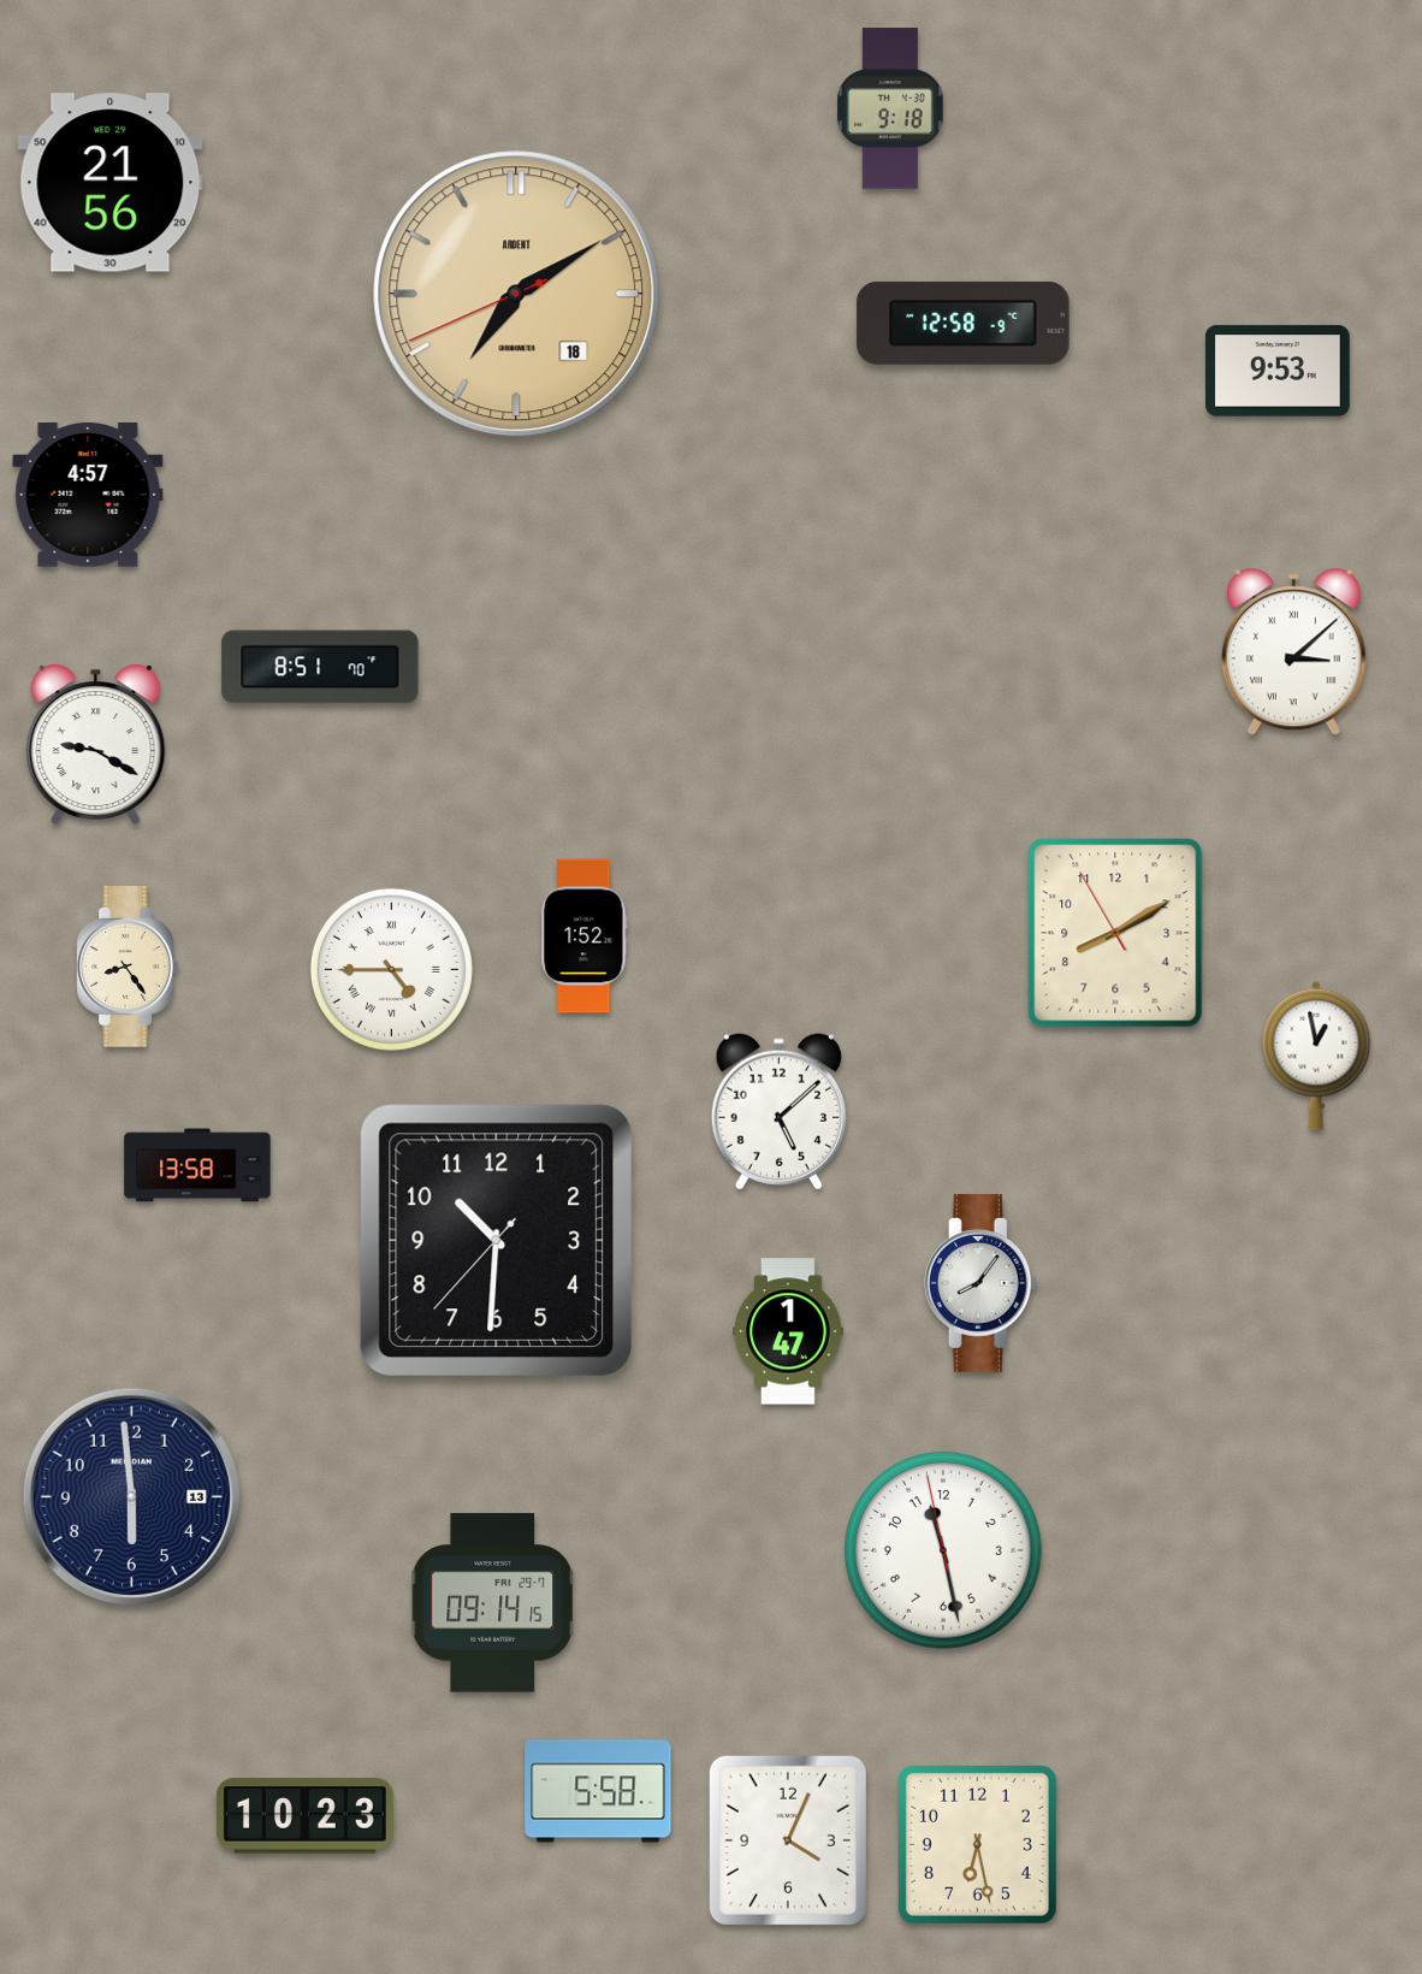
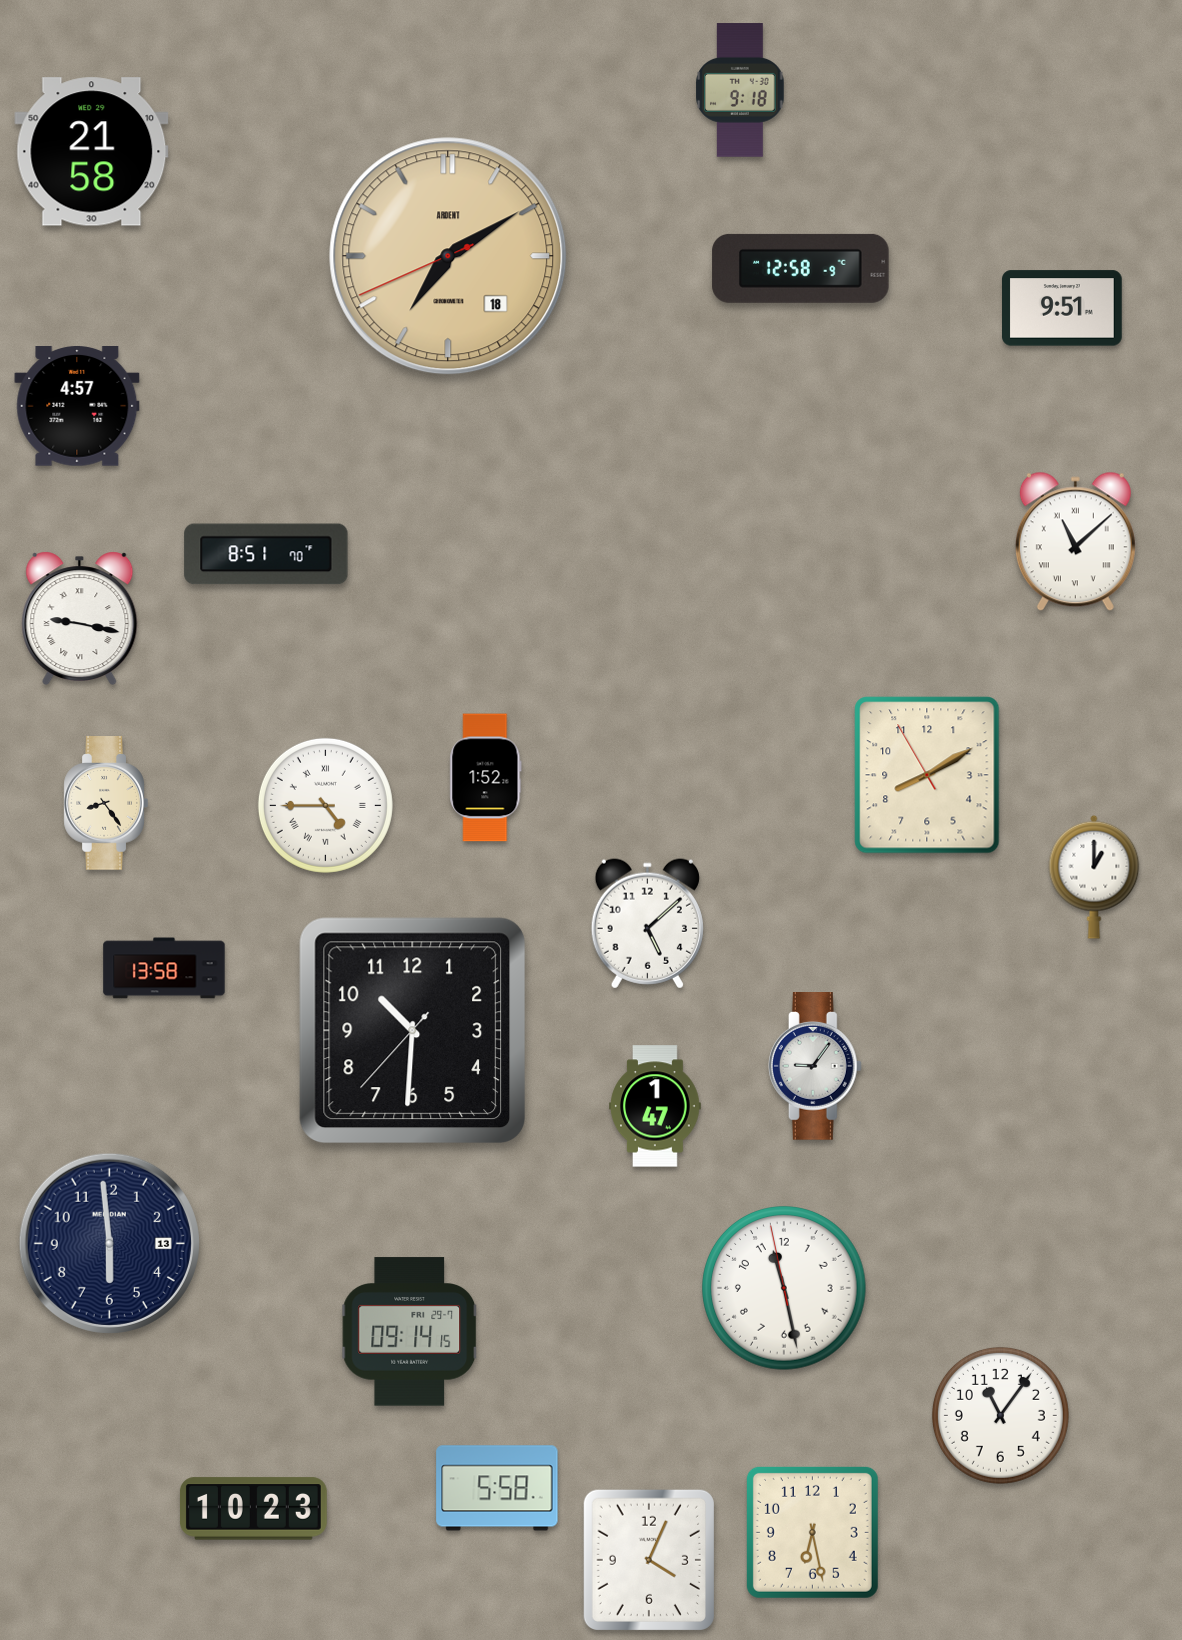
clock at (111, 183): 21:56 -> 21:58
clock at (516, 294) position: (516, 294) -> (448, 256)
clock at (1279, 371): 9:53 -> 9:51
clock at (88, 496) position: (88, 496) -> (77, 407)
clock at (1293, 652): 3:08 -> 11:08
clock at (96, 745): 9:20 -> 9:17
clock at (1316, 1056): 12:58 -> 1:00
clock at (980, 1283): 8:06 -> 9:06
clock at (1000, 1415): none -> 11:06
clock at (788, 1840) position: (788, 1840) -> (649, 1560)
